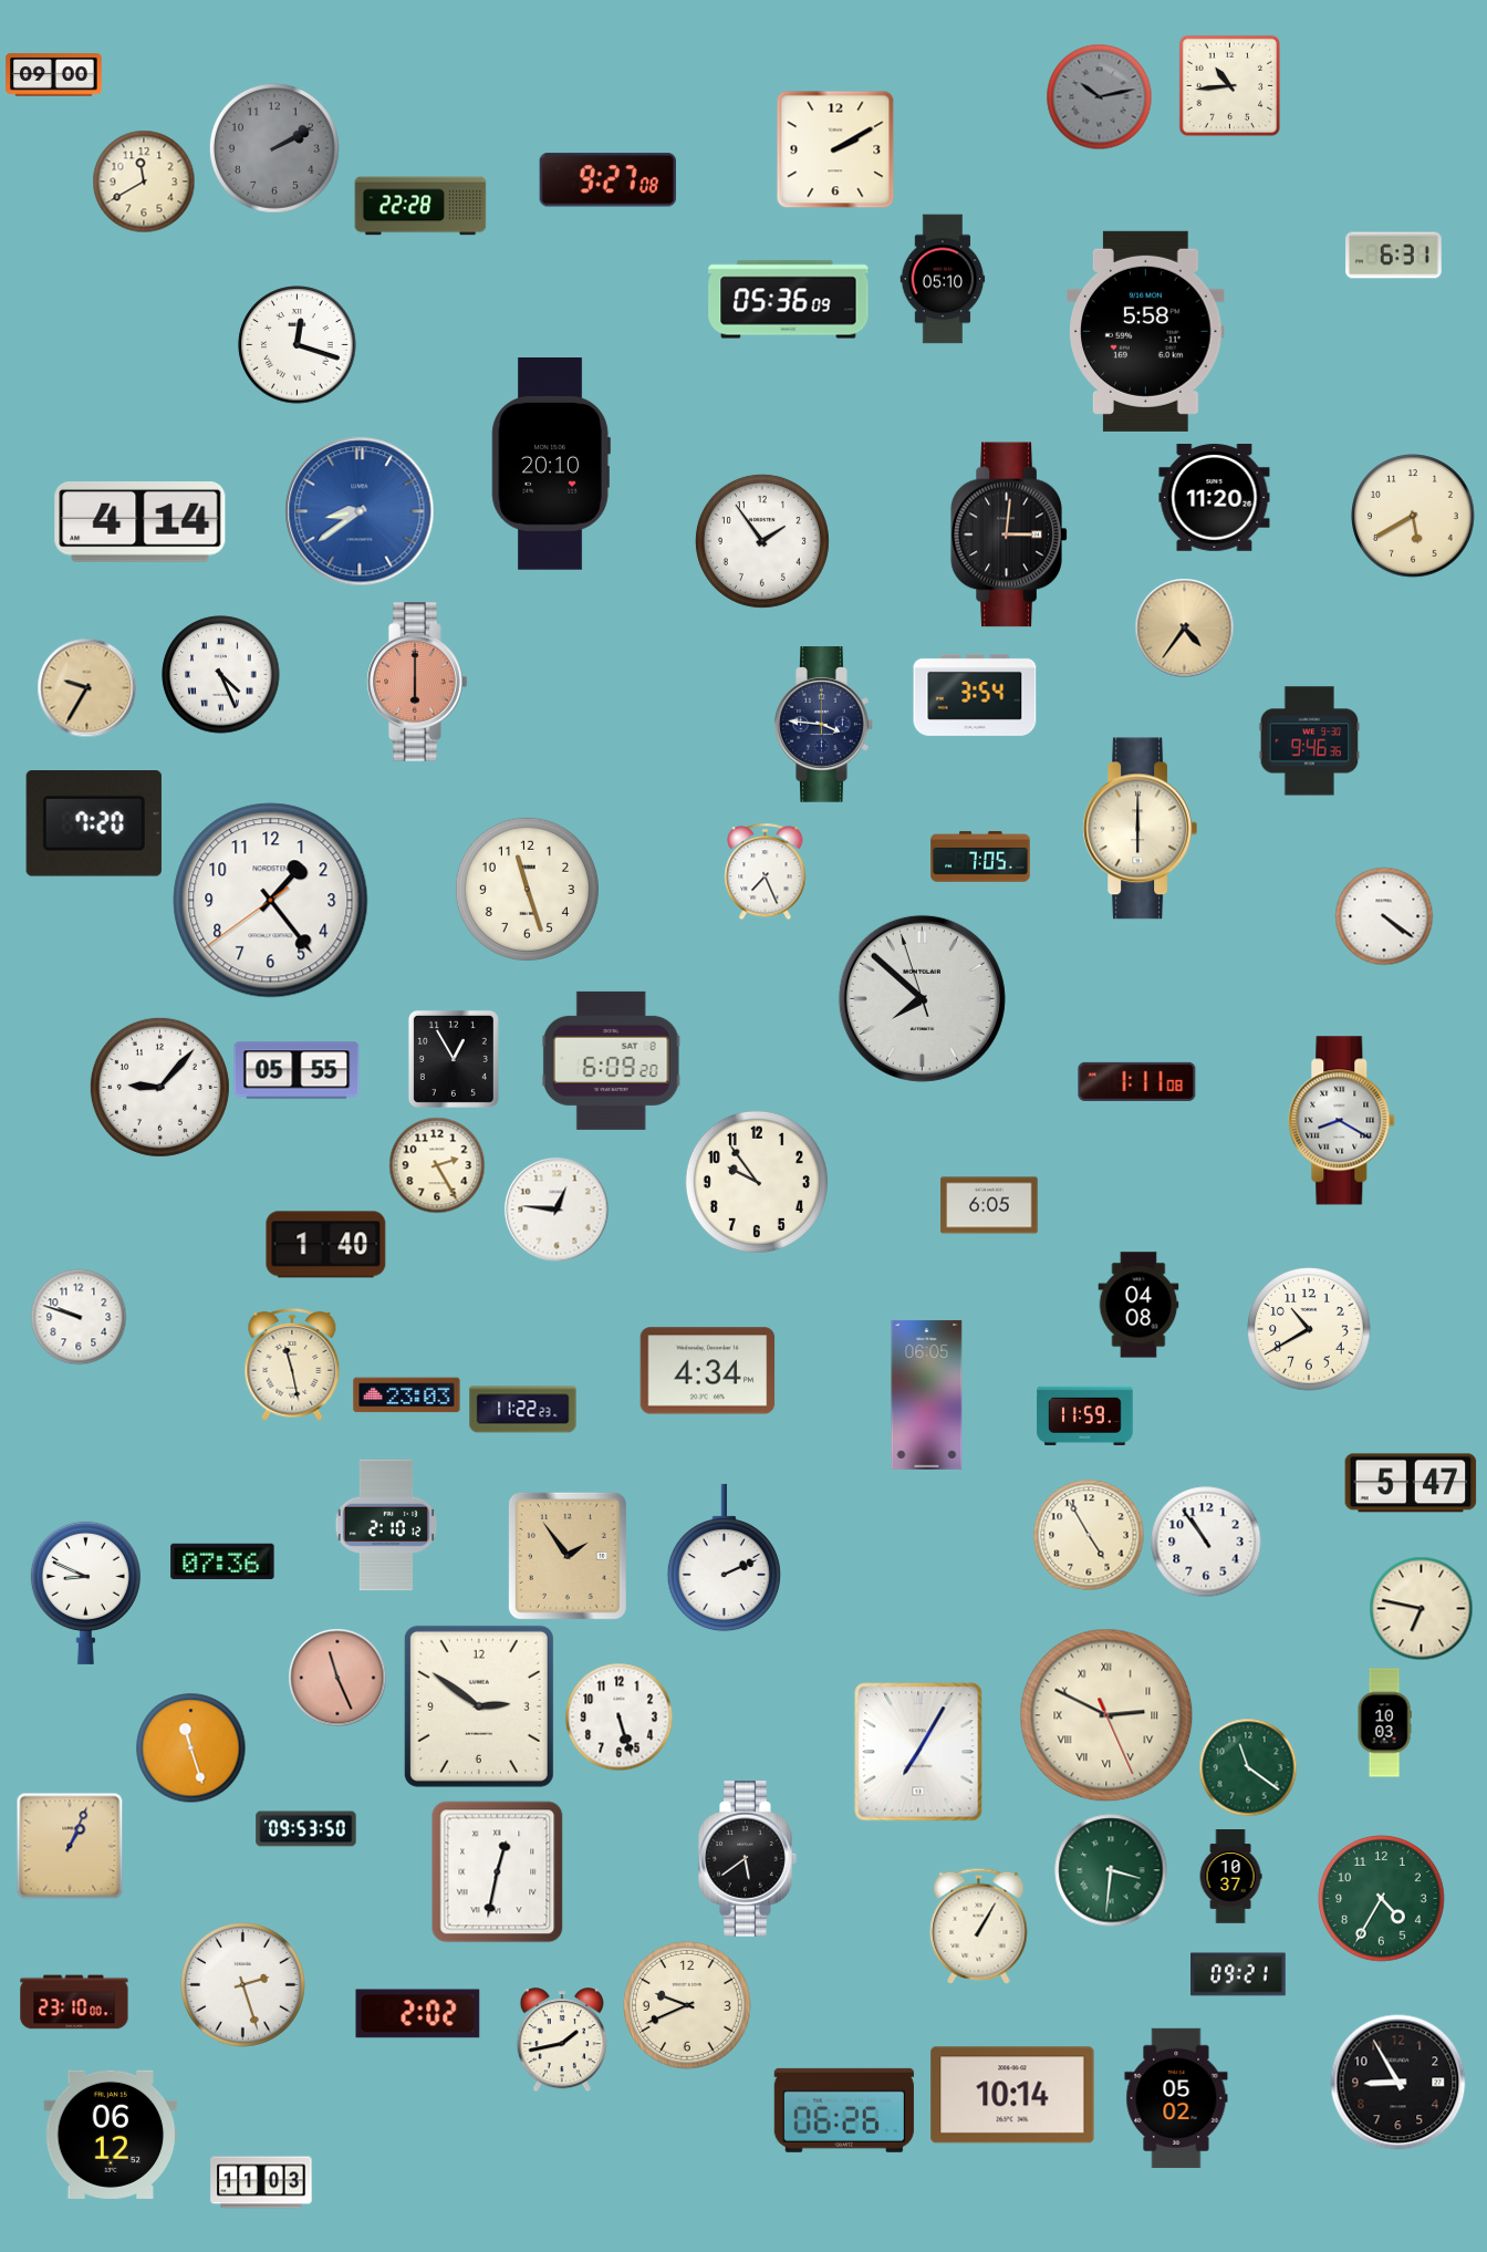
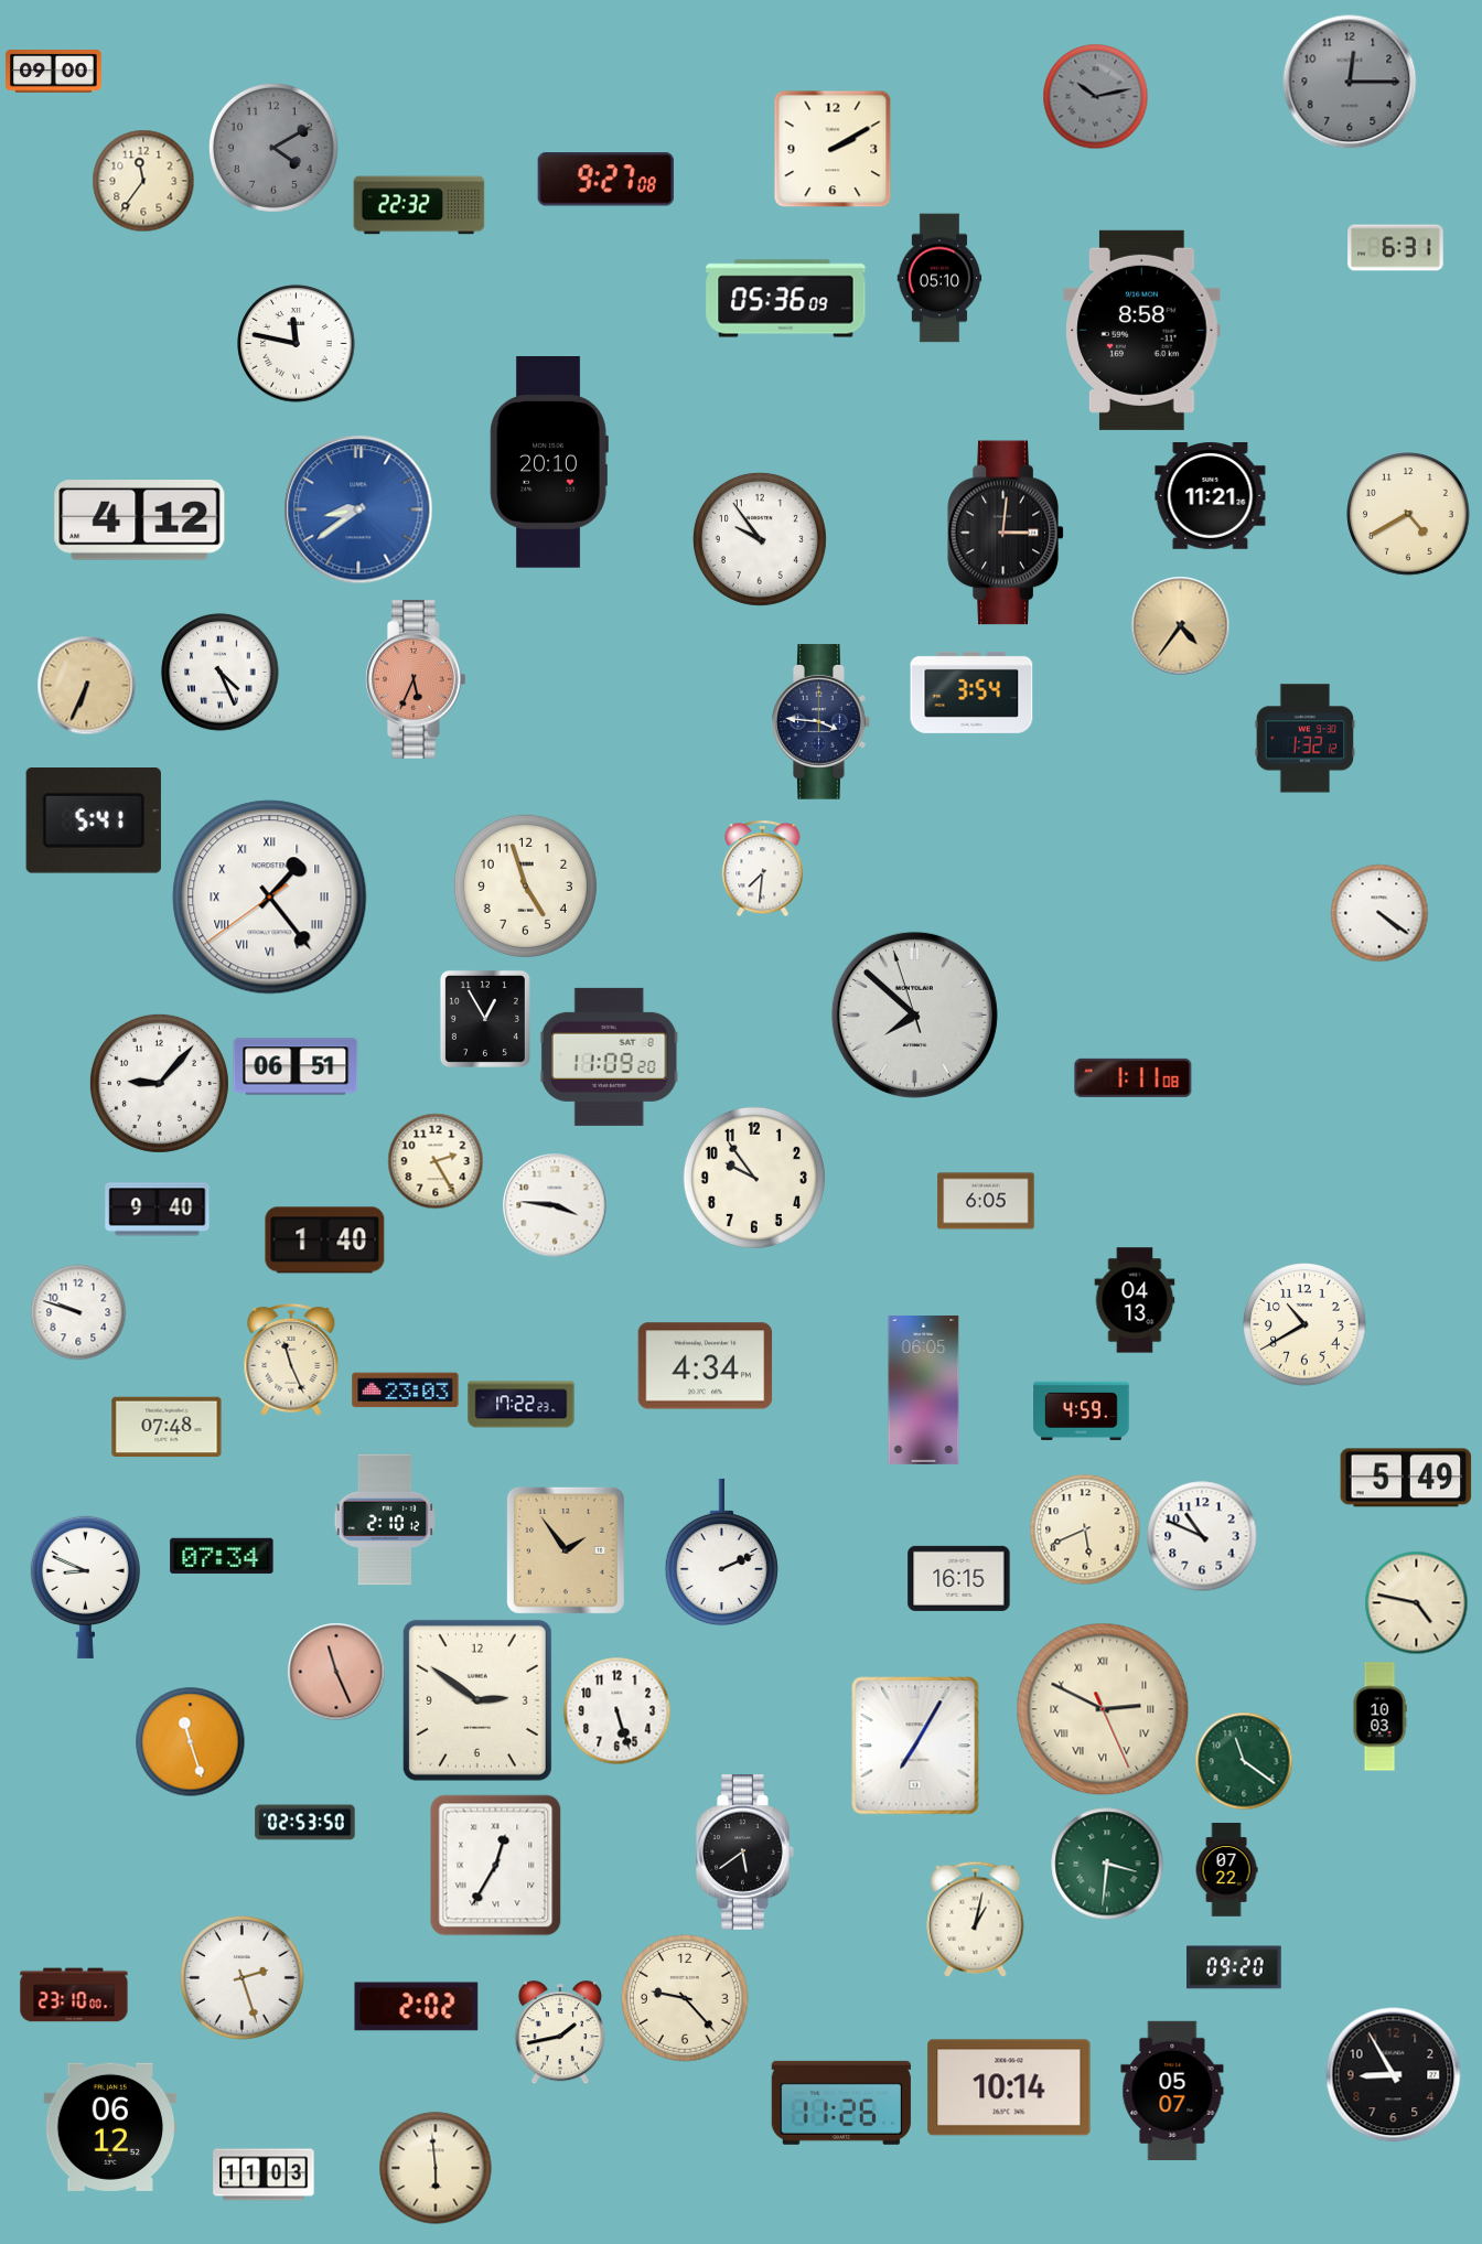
clock at (54, 75) position: (54, 75) -> (54, 72)
clock at (1350, 82): none -> 12:15
clock at (1229, 85): 10:44 -> none
clock at (274, 148): 2:10 -> 4:10
clock at (144, 181): 11:40 -> 11:36
clock at (420, 206): 22:28 -> 22:32
clock at (1394, 256) position: (1394, 256) -> (1396, 248)
clock at (1146, 331): 5:58 -> 8:58
clock at (298, 345): 12:18 -> 11:47
clock at (1215, 498): 11:20 -> 11:21
clock at (1413, 516): 5:40 -> 4:40
clock at (141, 522): 4:14 -> 4:12
clock at (762, 541): 1:54 -> 9:54
clock at (417, 682): 6:00 -> 5:34
clock at (86, 687): 9:35 -> 6:34
clock at (1310, 741): 9:46 -> 1:32
clock at (94, 824): 7:20 -> 5:41
clock at (1141, 829): 6:00 -> none
clock at (980, 857): 7:05 -> none
clock at (766, 871): 7:26 -> 7:31
clock at (527, 889): 11:27 -> 4:57
clock at (271, 901) numerals: Arabic -> Roman
clock at (922, 998) position: (922, 998) -> (914, 1014)
clock at (454, 1059) position: (454, 1059) -> (485, 1019)
clock at (611, 1060): 6:09 -> 11:09
clock at (297, 1070): 05:55 -> 06:51
clock at (1342, 1121): 8:20 -> none
clock at (557, 1210): 12:46 -> 3:46
clock at (158, 1210): none -> 9:40
clock at (1138, 1305): 04:08 -> 04:13
clock at (292, 1364): 11:28 -> 11:26
clock at (523, 1410): 11:22 -> 17:22
clock at (1085, 1415): 11:59 -> 4:59
clock at (167, 1427): none -> 07:48
clock at (1411, 1483): 5:47 -> 5:49
clock at (1089, 1535): 4:55 -> 5:41
clock at (1206, 1542): 10:54 -> 10:49
clock at (222, 1560): 07:36 -> 07:34
clock at (959, 1578): none -> 16:15
clock at (1421, 1608): 6:47 -> 4:47
clock at (306, 1829): 09:53 -> 02:53
clock at (70, 1846): 1:04 -> none
clock at (498, 1872): 12:32 -> 12:35
clock at (1230, 1877): 10:37 -> 07:22
clock at (1382, 1899): 4:35 -> none
clock at (979, 1926): 1:05 -> 1:02
clock at (1238, 1974): 09:21 -> 09:20
clock at (688, 2006): 9:41 -> 9:23
clock at (1176, 2098): 05:02 -> 05:07
clock at (844, 2110): 06:26 -> 11:26
clock at (436, 2168): none -> 5:59
clock at (261, 2182) position: (261, 2182) -> (264, 2175)
